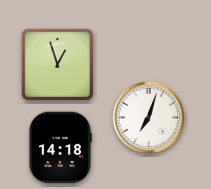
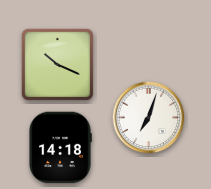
clock at (57, 64): 12:57 -> 10:19
